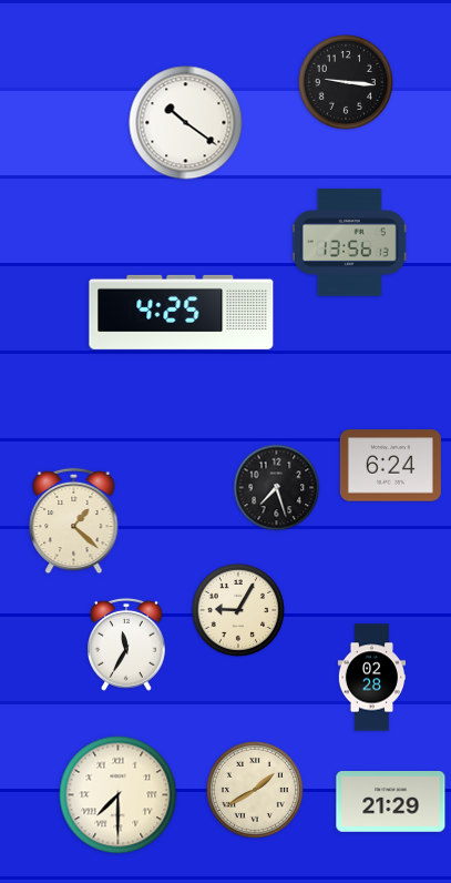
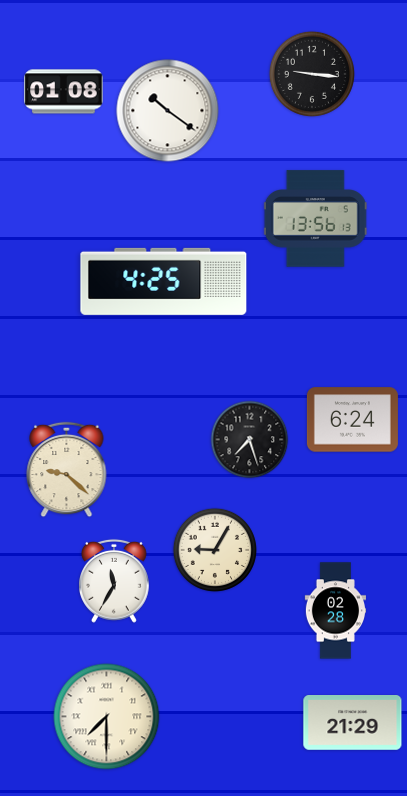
clock at (64, 92): none -> 01:08
clock at (74, 521): 1:22 -> 9:22
clock at (255, 790): 1:40 -> none
